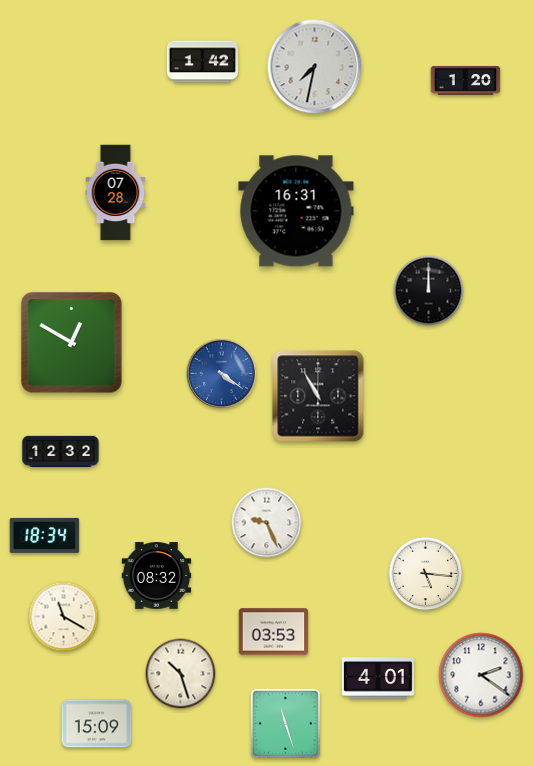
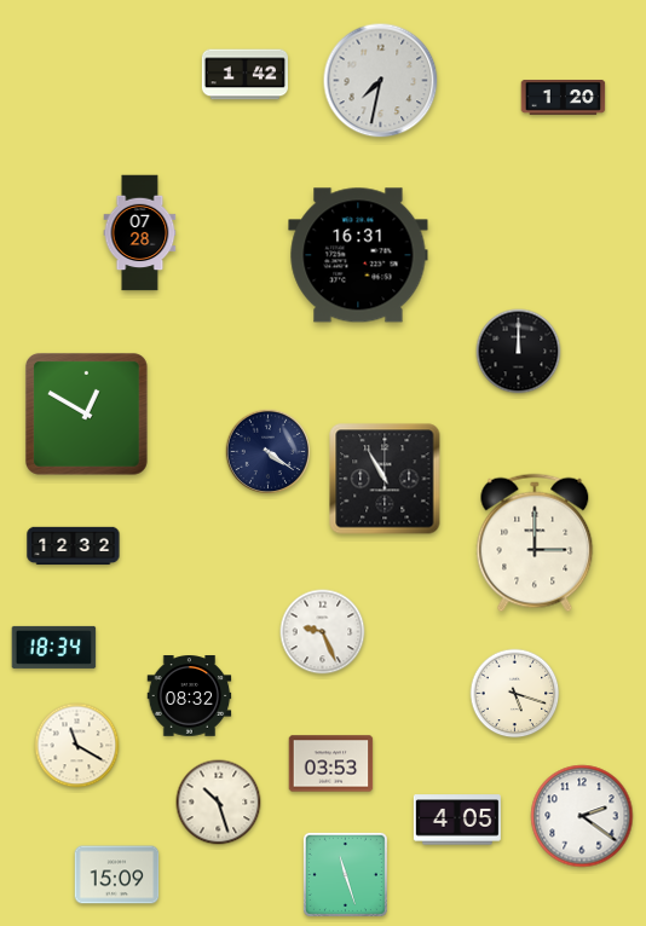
clock at (222, 374) dial: blue -> navy
clock at (535, 543): none -> 3:00
clock at (426, 574): 5:16 -> 5:18
clock at (181, 674) position: (181, 674) -> (219, 803)
clock at (378, 678): 4:01 -> 4:05
